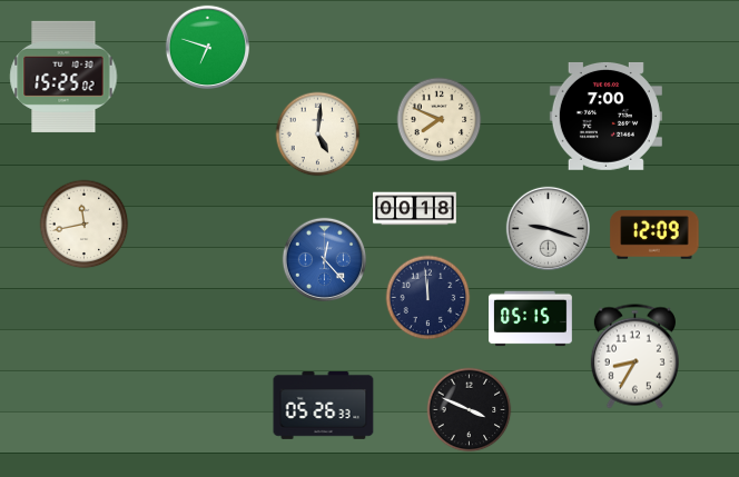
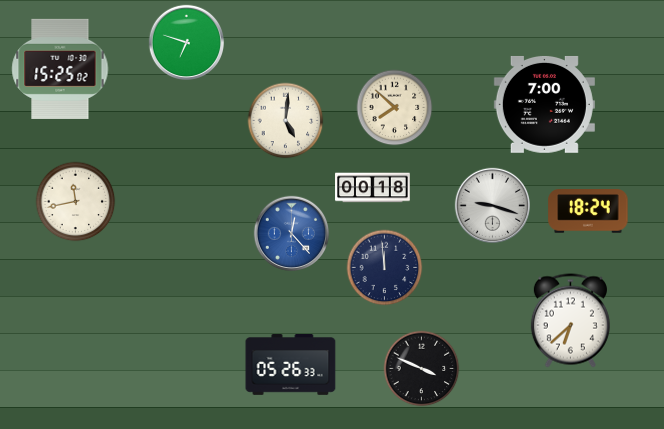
clock at (63, 77) position: (63, 77) -> (60, 69)
clock at (440, 120): 7:49 -> 7:52
clock at (654, 235): 12:09 -> 18:24
clock at (531, 319): 05:15 -> none
clock at (634, 357): 8:35 -> 6:38
